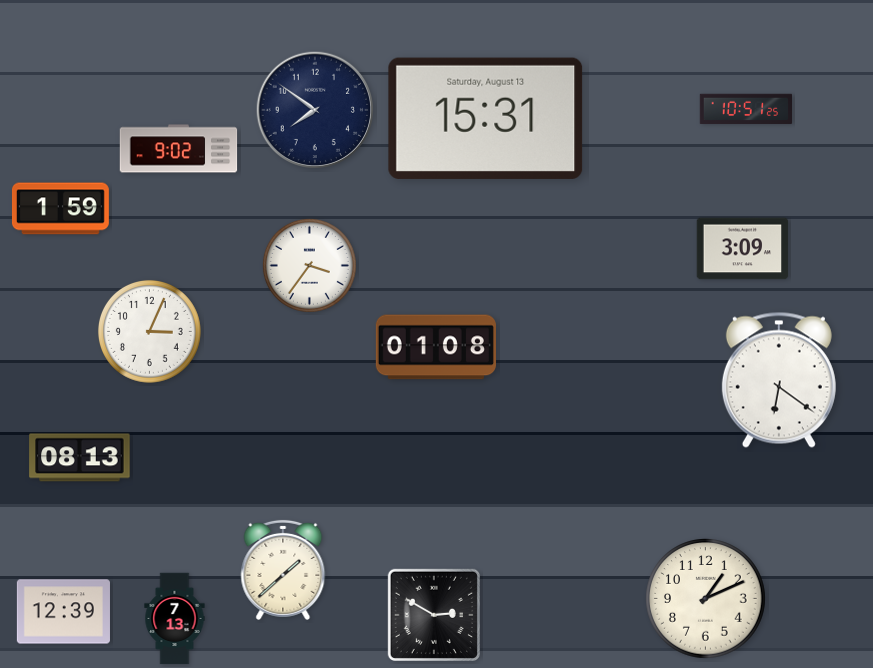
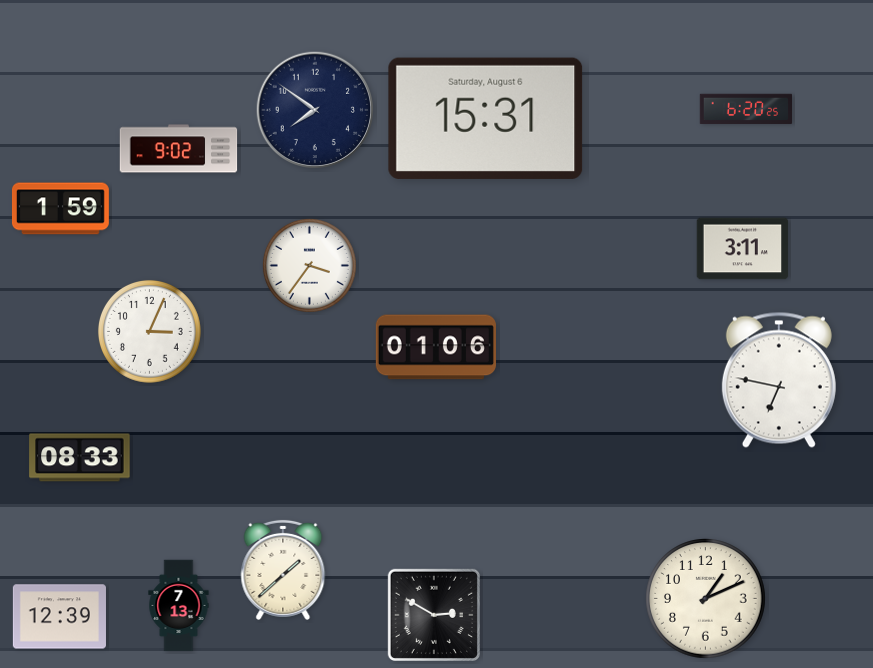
clock at (746, 109): 10:51 -> 6:20
clock at (486, 118) date: Saturday, August 13 -> Saturday, August 6
clock at (743, 249): 3:09 -> 3:11
clock at (436, 347): 01:08 -> 01:06
clock at (779, 380): 6:21 -> 6:47
clock at (80, 458): 08:13 -> 08:33
clock at (63, 612) position: (63, 612) -> (59, 617)
clock at (175, 619) position: (175, 619) -> (179, 606)
